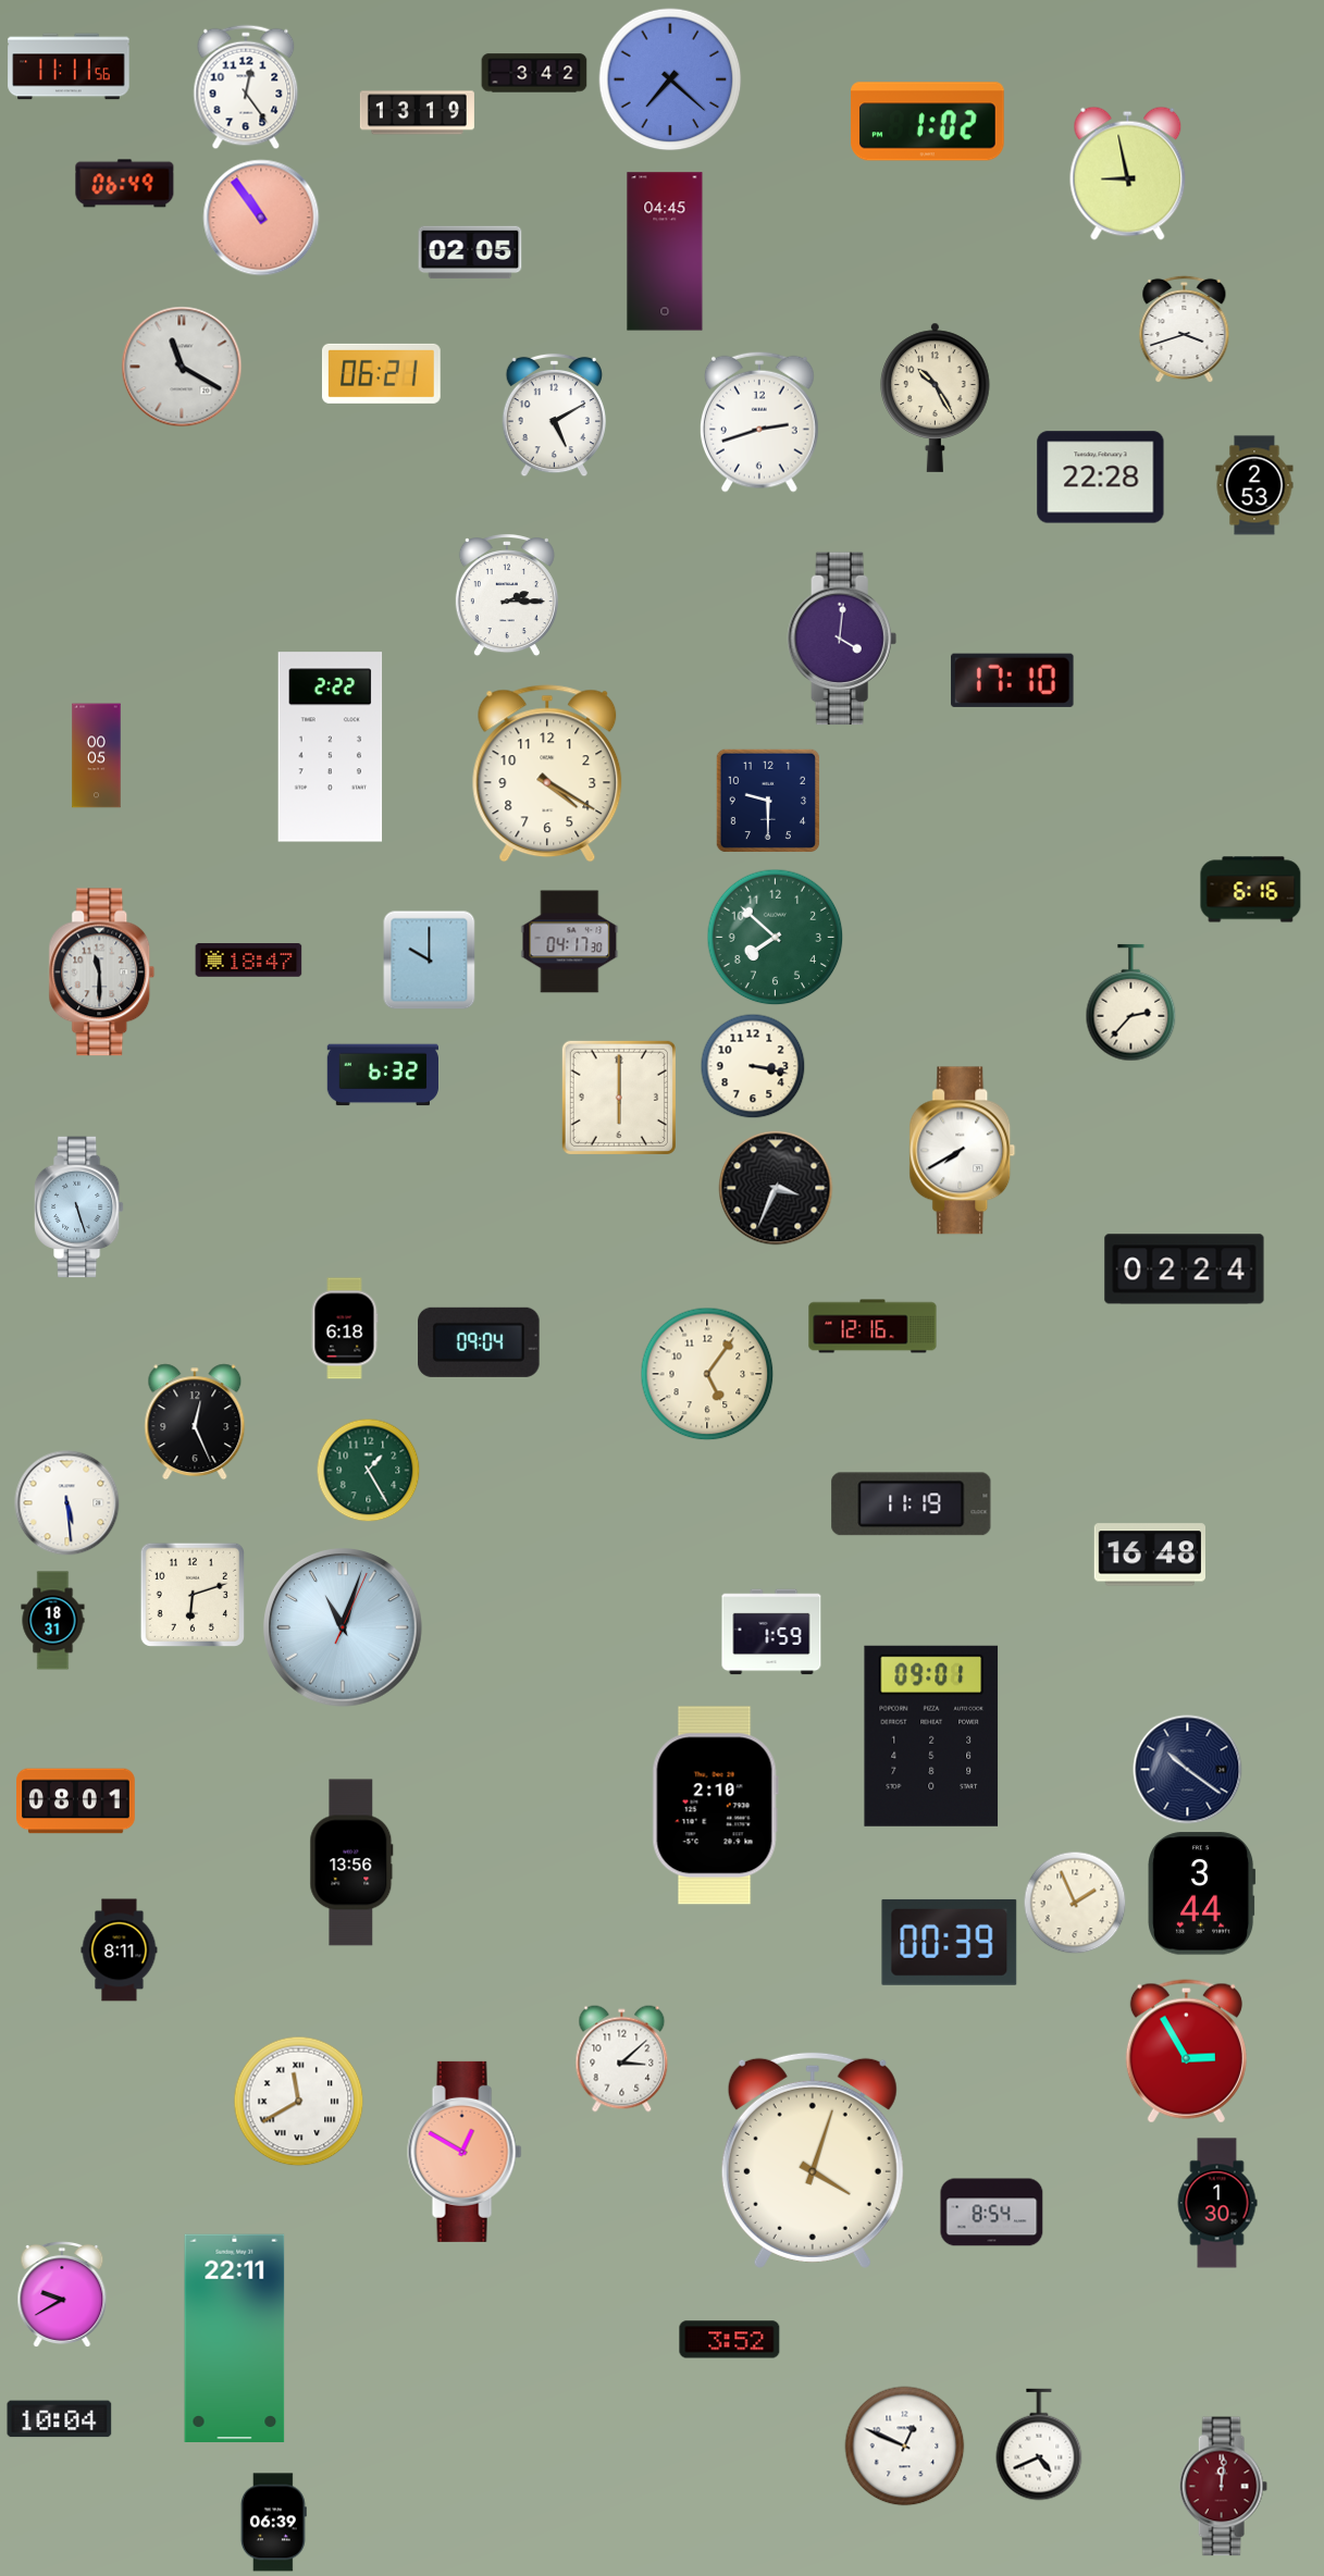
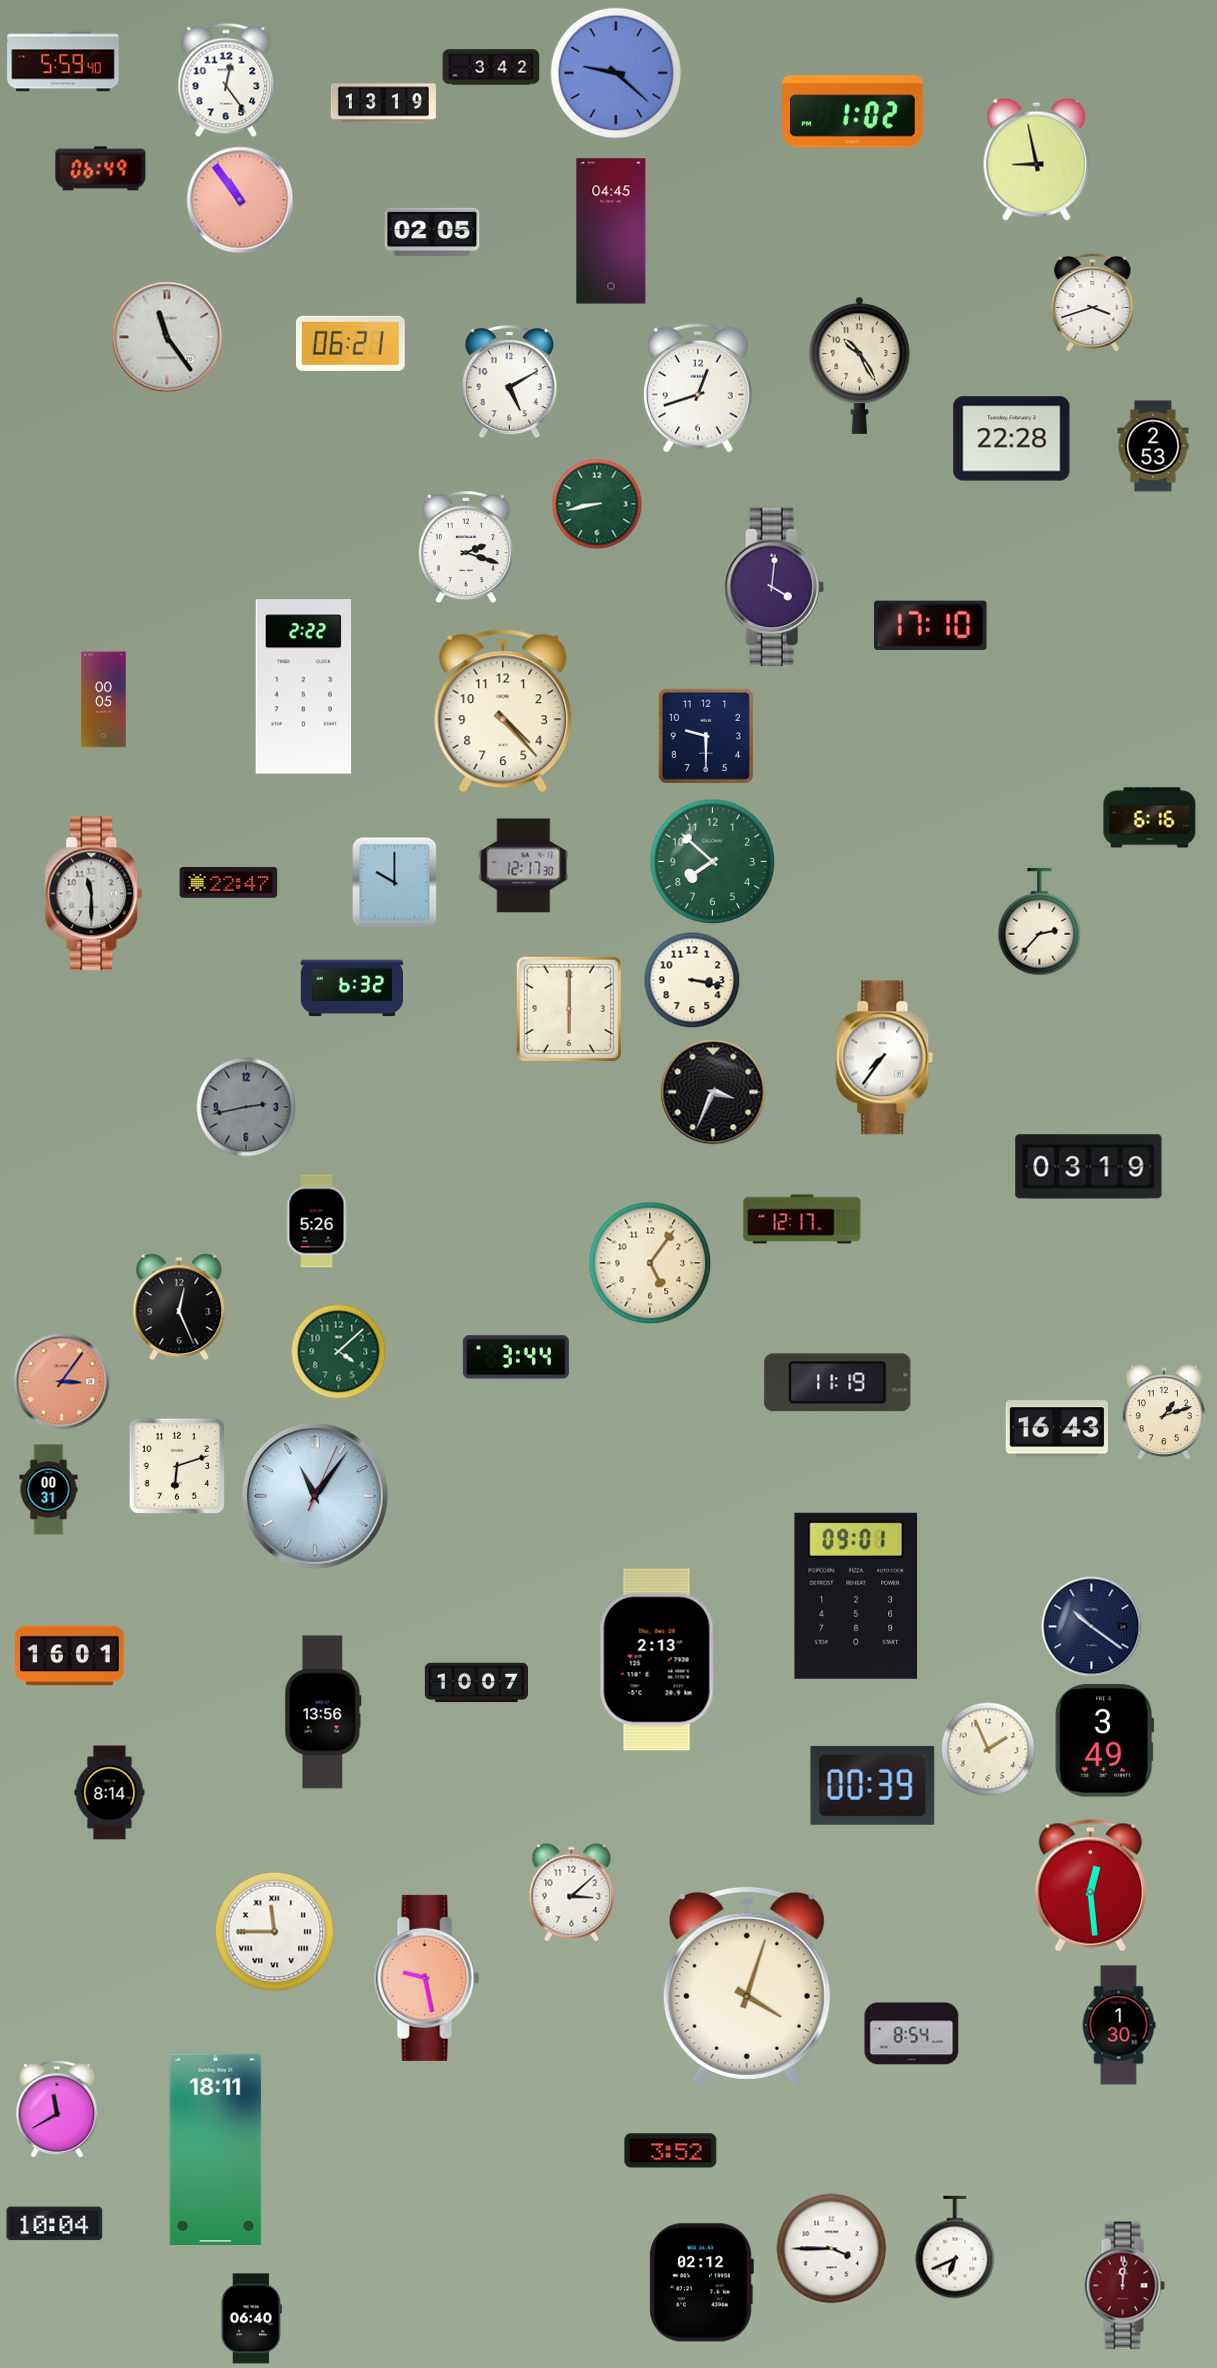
clock at (69, 66): 11:11 -> 5:59
clock at (670, 79): 7:22 -> 9:22
clock at (125, 184) position: (125, 184) -> (101, 169)
clock at (1185, 330) position: (1185, 330) -> (1093, 303)
clock at (182, 367): 11:20 -> 11:24
clock at (759, 422): 2:42 -> 12:42
clock at (597, 504): none -> 8:43
clock at (507, 596): 2:15 -> 2:18
clock at (97, 756) position: (97, 756) -> (104, 700)
clock at (547, 773): 4:20 -> 4:23
clock at (570, 942): 04:17 -> 12:17
clock at (249, 961): 18:47 -> 22:47
clock at (963, 1151): 7:40 -> 7:36
clock at (246, 1107): none -> 2:43
clock at (78, 1207): 5:27 -> none
clock at (1185, 1270): 02:24 -> 03:19
clock at (873, 1326): 12:16 -> 12:17
clock at (345, 1328): 6:18 -> 5:26
clock at (479, 1342): 09:04 -> none
clock at (369, 1471): 1:25 -> 4:08
clock at (516, 1357): none -> 3:44
clock at (67, 1503): 5:29 -> 3:06
clock at (67, 1503) dial: white -> salmon
clock at (1164, 1413): none -> 1:12
clock at (1150, 1555): 16:48 -> 16:43
clock at (53, 1621): 18:31 -> 00:31
clock at (344, 1628): 11:03 -> 11:06
clock at (771, 1632): 1:59 -> none
clock at (76, 1801): 08:01 -> 16:01
clock at (715, 1806): 2:10 -> 2:13
clock at (476, 1683): none -> 10:07
clock at (1202, 1894): 3:44 -> 3:49
clock at (120, 1950): 8:11 -> 8:14
clock at (1186, 2052): 2:55 -> 12:29
clock at (299, 2102): 11:40 -> 11:45
clock at (465, 2152): 12:50 -> 9:28
clock at (62, 2293): 9:40 -> 11:40
clock at (235, 2338): 22:11 -> 18:11
clock at (1039, 2444): 4:41 -> 6:41
clock at (905, 2447): 12:49 -> 3:45
clock at (701, 2283): none -> 02:12
clock at (273, 2523): 06:39 -> 06:40
